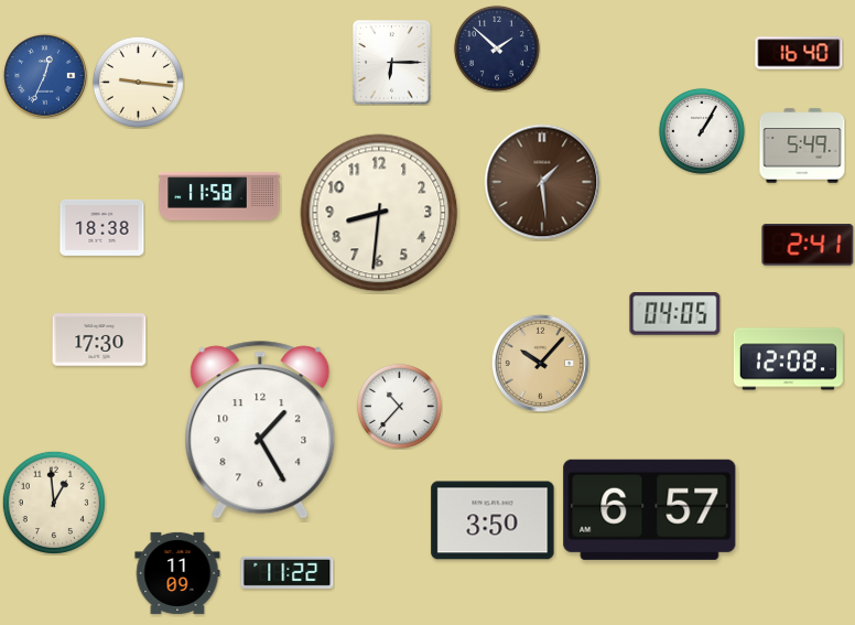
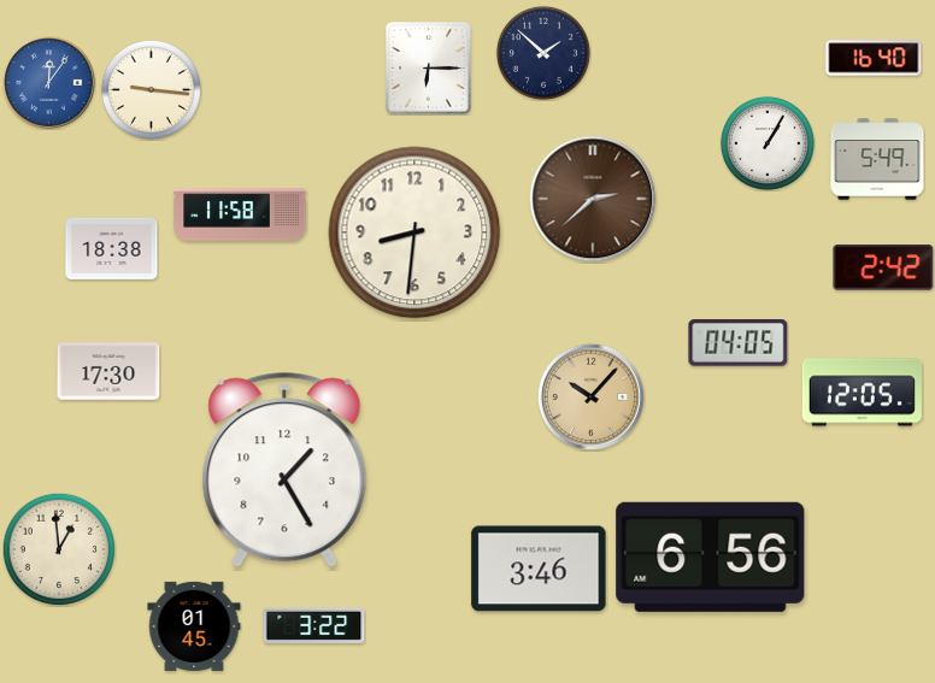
clock at (45, 76): 12:34 -> 12:06
clock at (542, 182): 1:29 -> 2:38
clock at (808, 245): 2:41 -> 2:42
clock at (788, 359): 12:08 -> 12:05
clock at (399, 406): 10:37 -> none
clock at (650, 509): 6:57 -> 6:56
clock at (493, 520): 3:50 -> 3:46
clock at (288, 572): 11:22 -> 3:22
clock at (177, 573): 11:09 -> 01:45
